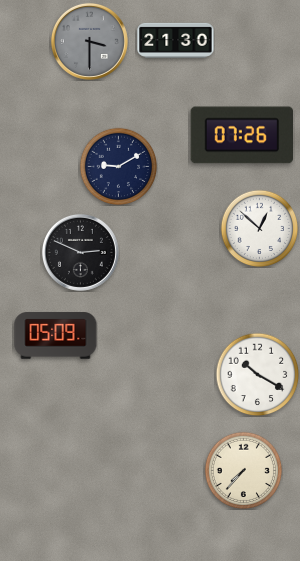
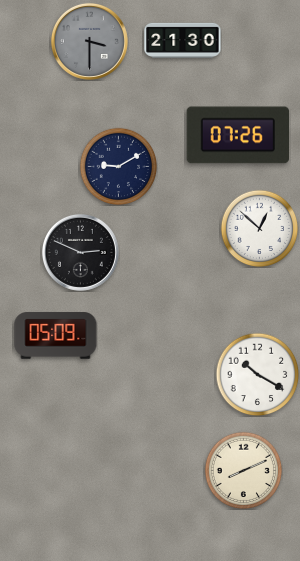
clock at (176, 40) position: (176, 40) -> (183, 40)
clock at (241, 135) position: (241, 135) -> (237, 135)
clock at (243, 470): 7:37 -> 8:11
